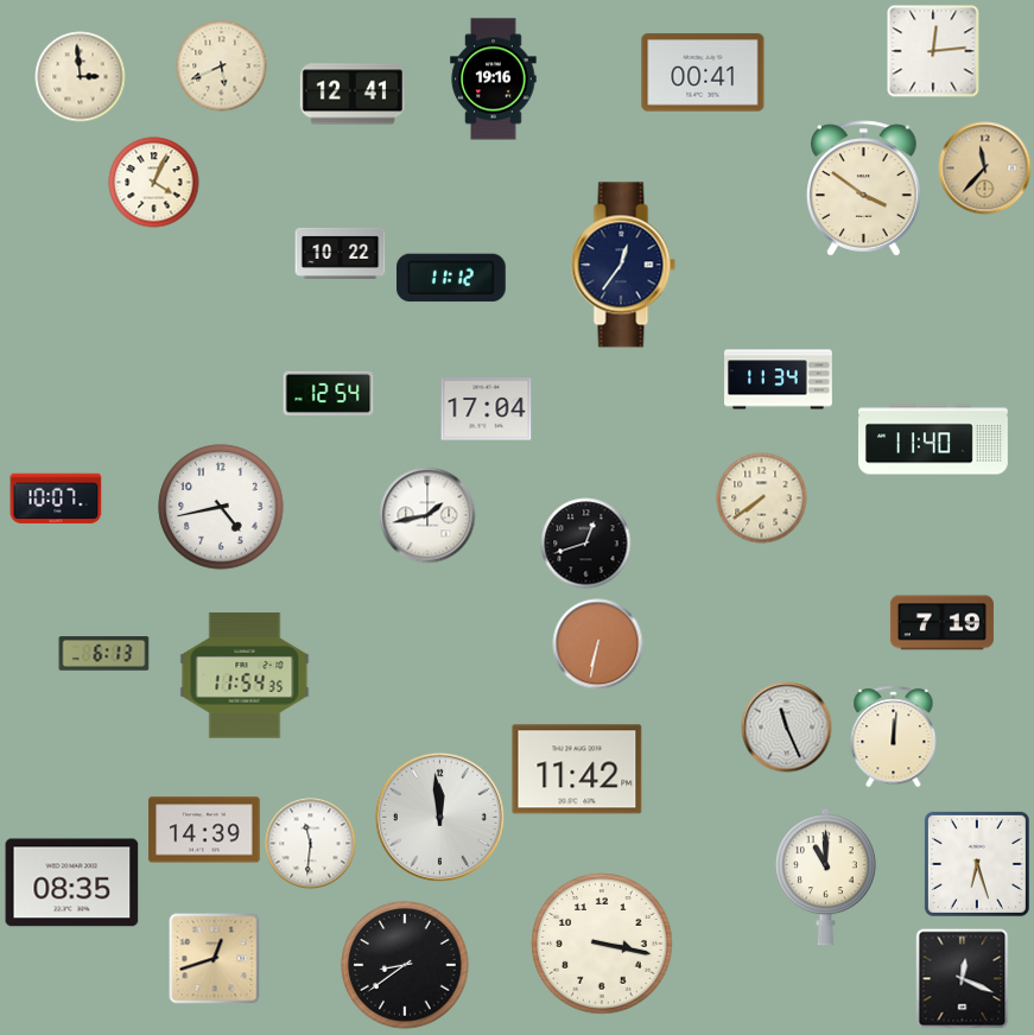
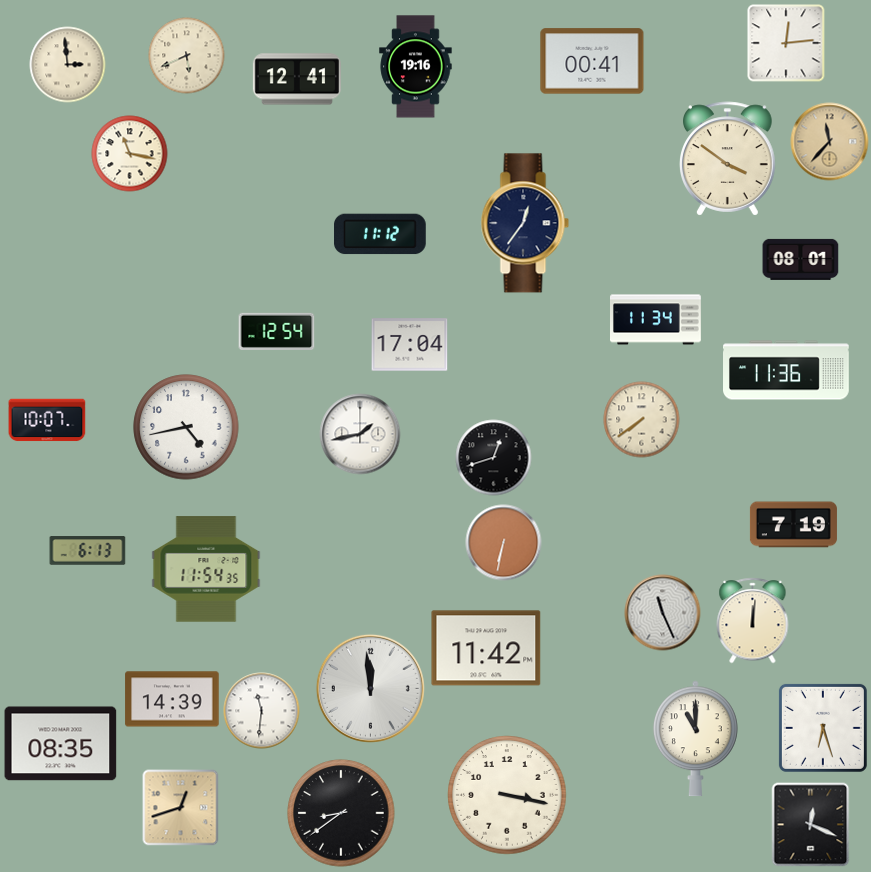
clock at (154, 183): 4:04 -> 11:17
clock at (341, 253): 10:22 -> none
clock at (801, 259): none -> 08:01
clock at (934, 439): 11:40 -> 11:36
